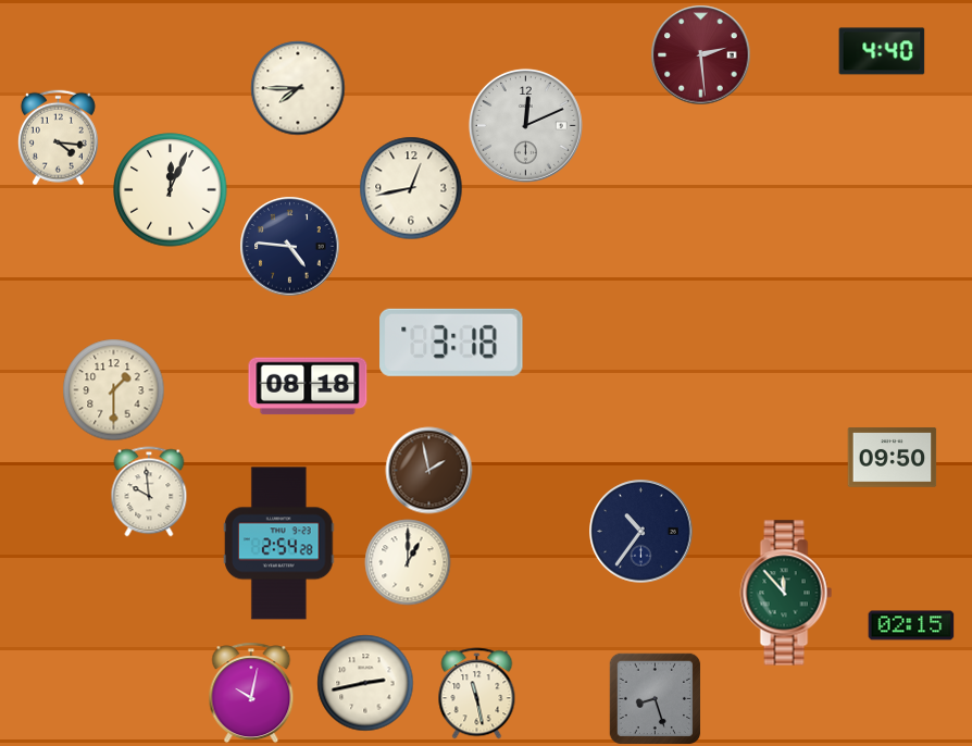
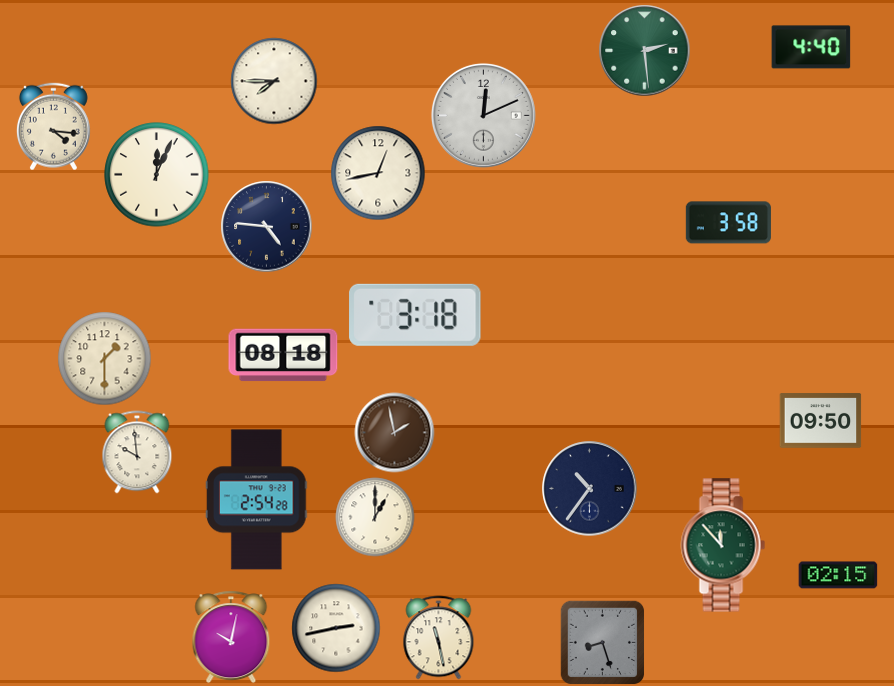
clock at (701, 55) dial: burgundy -> green
clock at (728, 223): none -> 3:58
